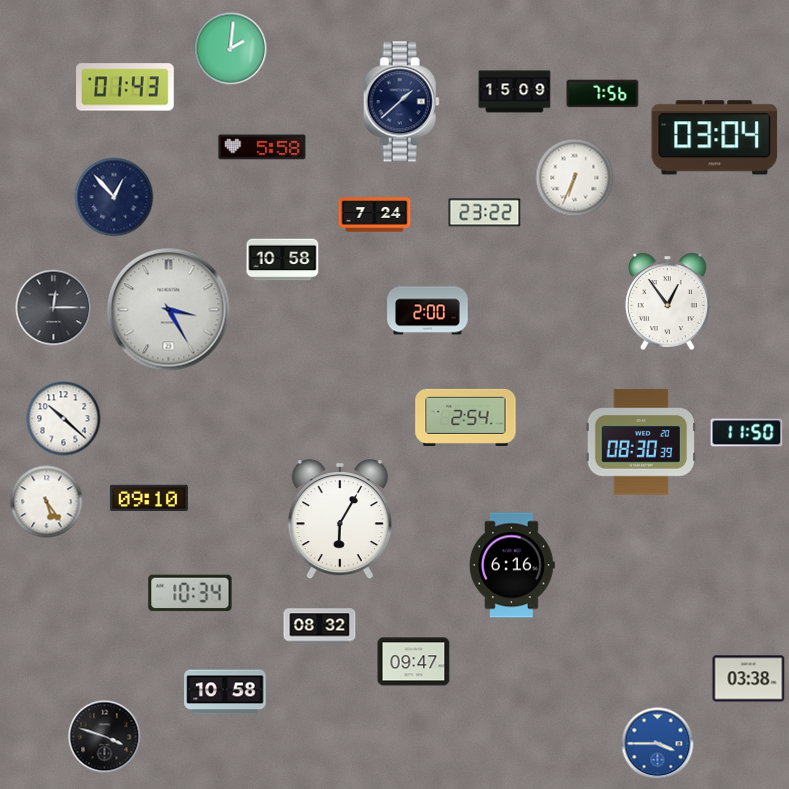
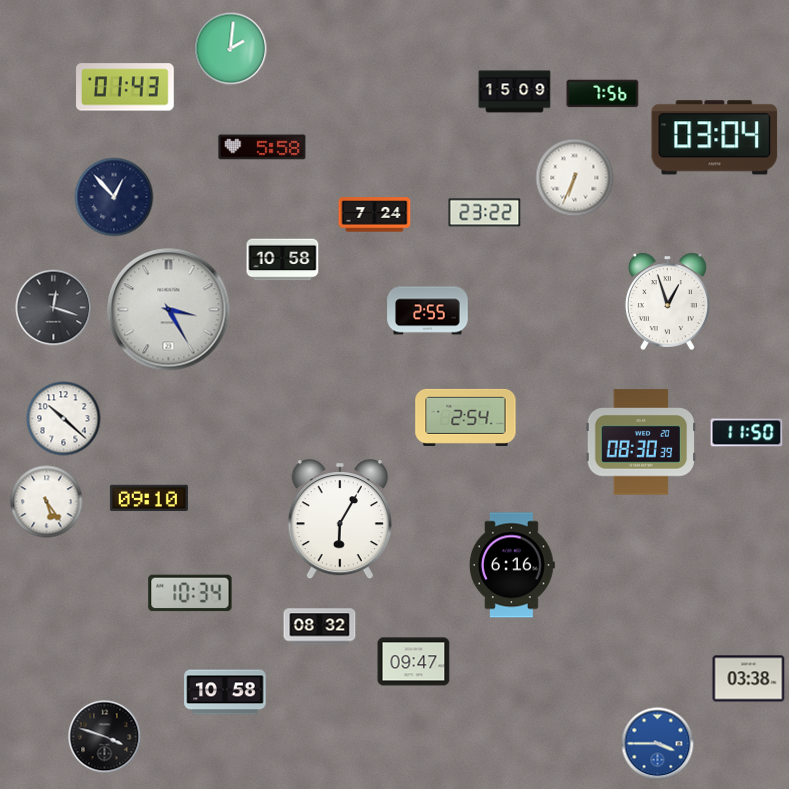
clock at (401, 102): 1:38 -> none
clock at (667, 301): 12:54 -> 12:57
clock at (54, 308): 12:15 -> 12:18
clock at (428, 311): 2:00 -> 2:55
